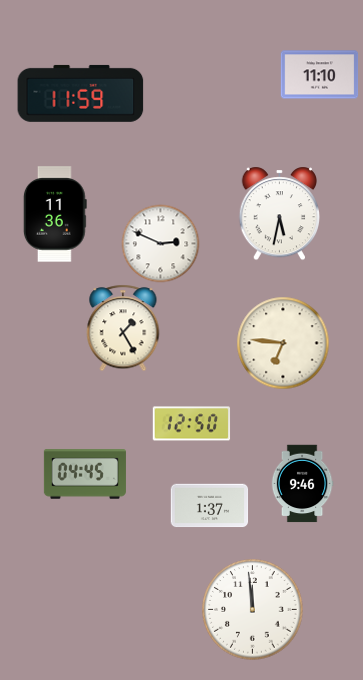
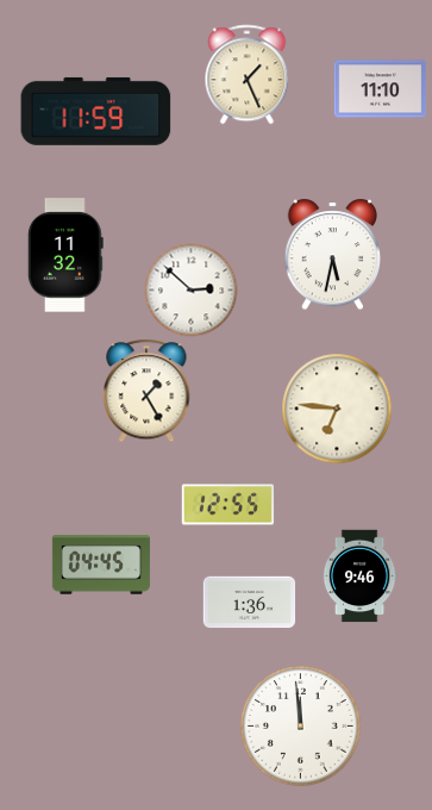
clock at (248, 74): none -> 1:26
clock at (55, 214): 11:36 -> 11:32
clock at (160, 243): 2:49 -> 2:52
clock at (191, 424): 12:50 -> 12:55
clock at (209, 506): 1:37 -> 1:36
